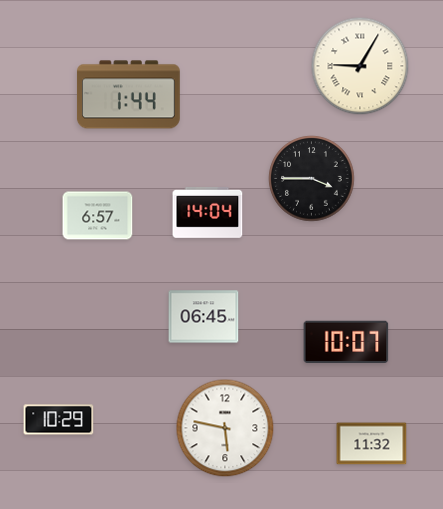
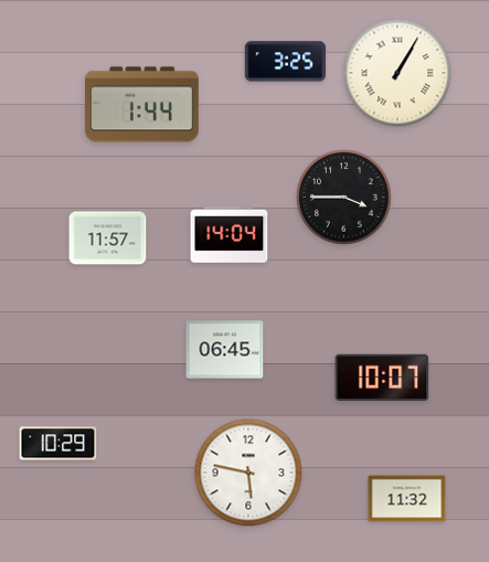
clock at (285, 62): none -> 3:25
clock at (360, 66): 9:05 -> 1:05
clock at (98, 216): 6:57 -> 11:57
clock at (59, 420) position: (59, 420) -> (59, 444)
clock at (372, 444) position: (372, 444) -> (407, 499)
